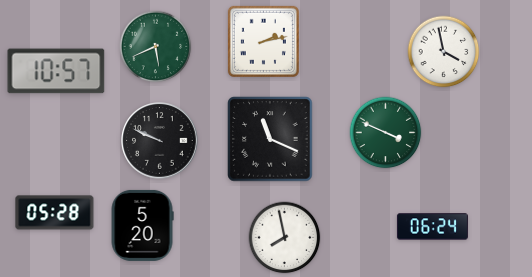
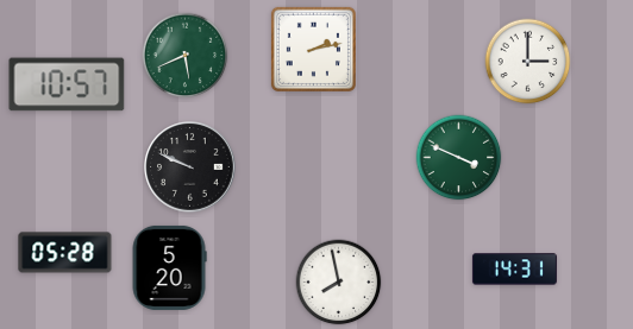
clock at (444, 52): 3:58 -> 3:00
clock at (270, 139): 11:19 -> none
clock at (432, 227): 06:24 -> 14:31
